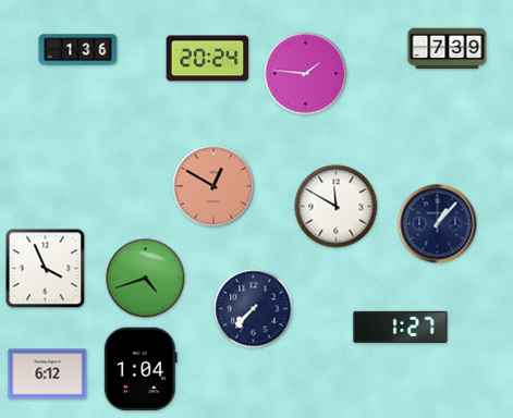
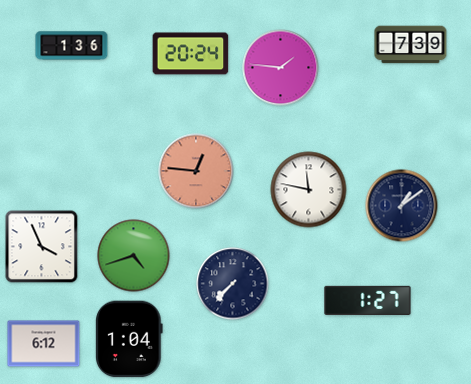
clock at (213, 186): 12:50 -> 12:46
clock at (337, 207): 11:50 -> 11:47
clock at (438, 224): 1:07 -> 1:09
